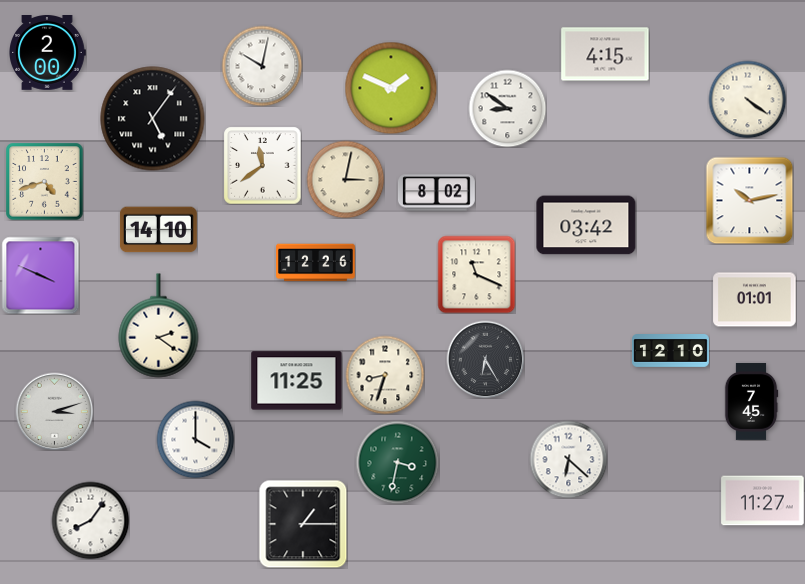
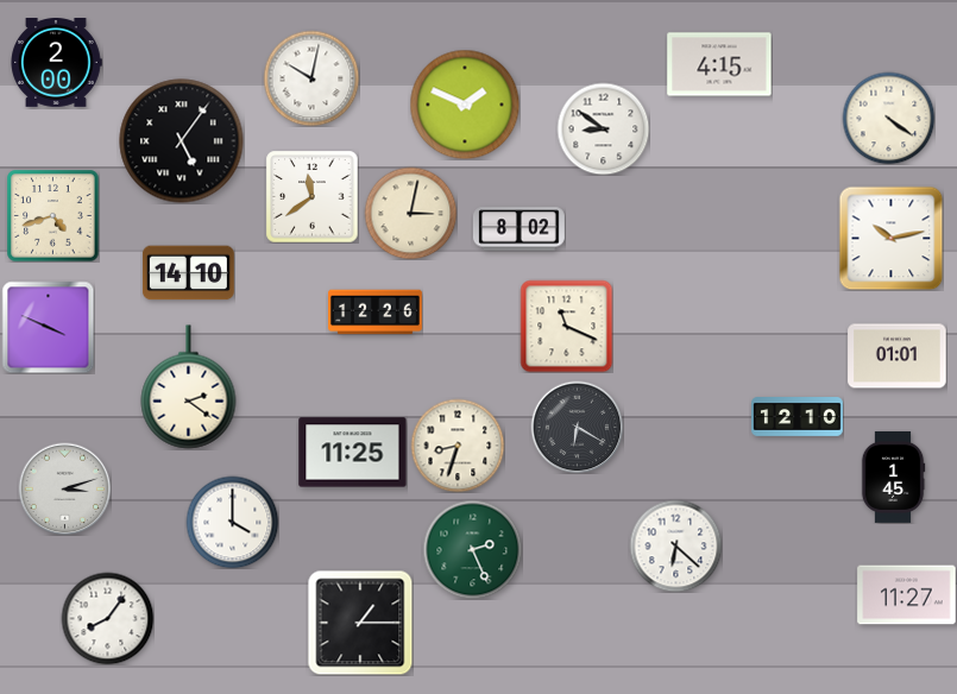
clock at (586, 225): 03:42 -> none
clock at (485, 359): 6:25 -> 6:20
clock at (751, 401): 7:45 -> 1:45
clock at (397, 462): 3:32 -> 2:26
